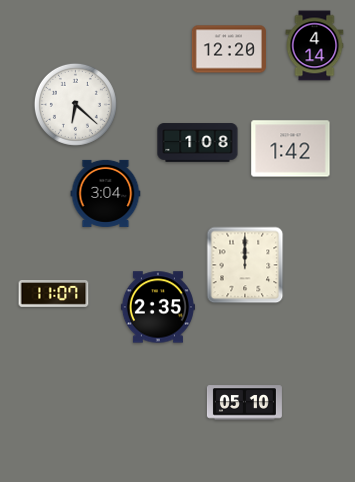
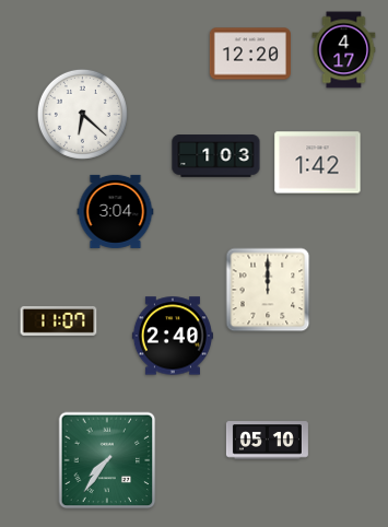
clock at (315, 46): 4:14 -> 4:17
clock at (198, 143): 1:08 -> 1:03
clock at (158, 307): 2:35 -> 2:40
clock at (107, 460): none -> 7:36
